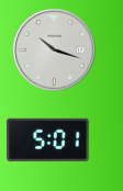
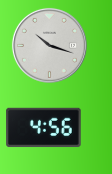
clock at (48, 141): 5:01 -> 4:56
